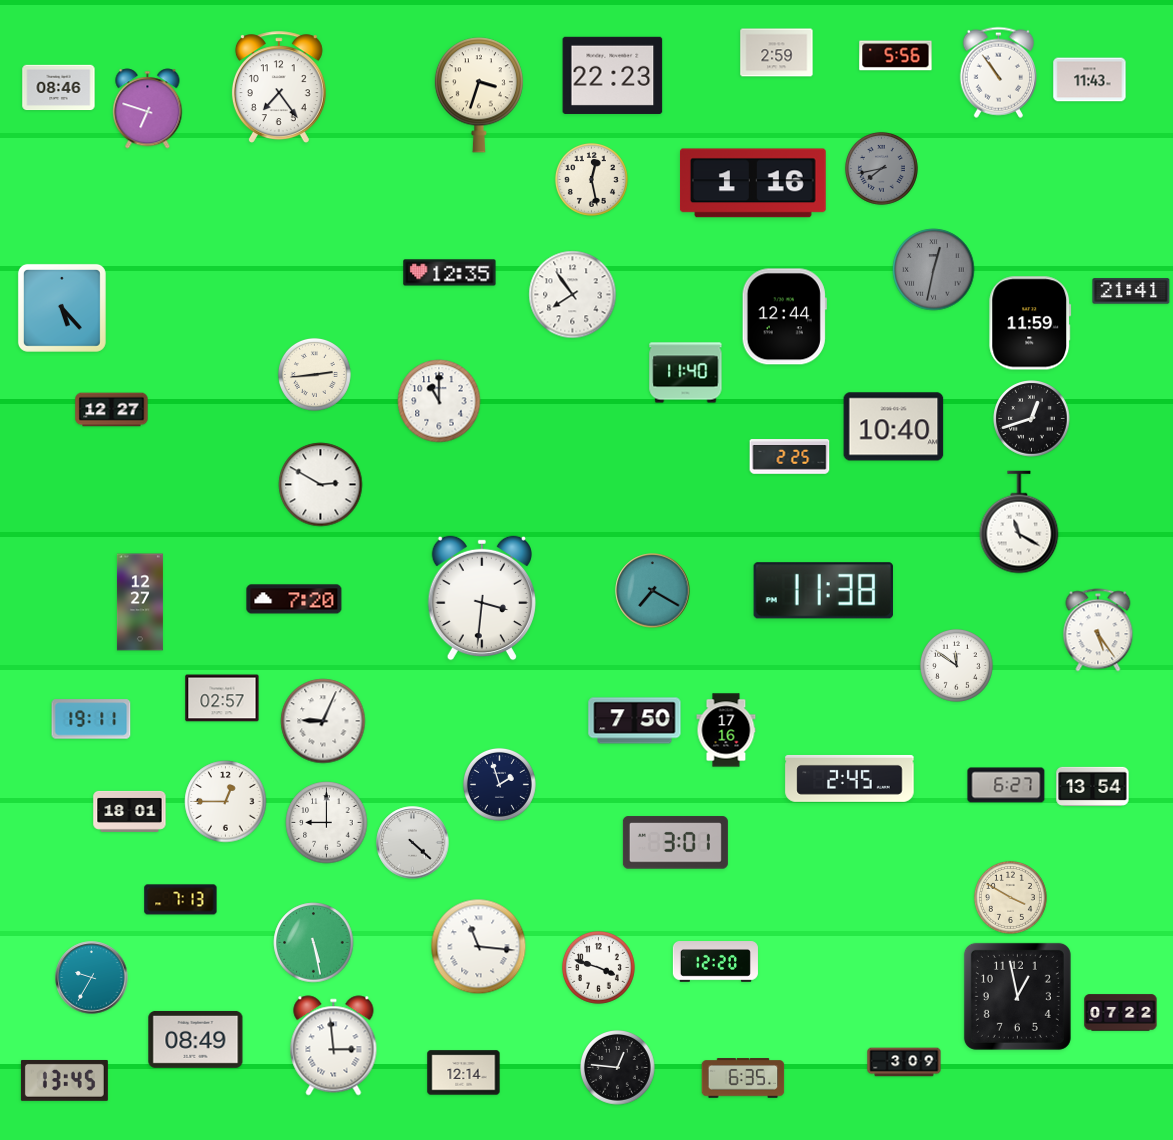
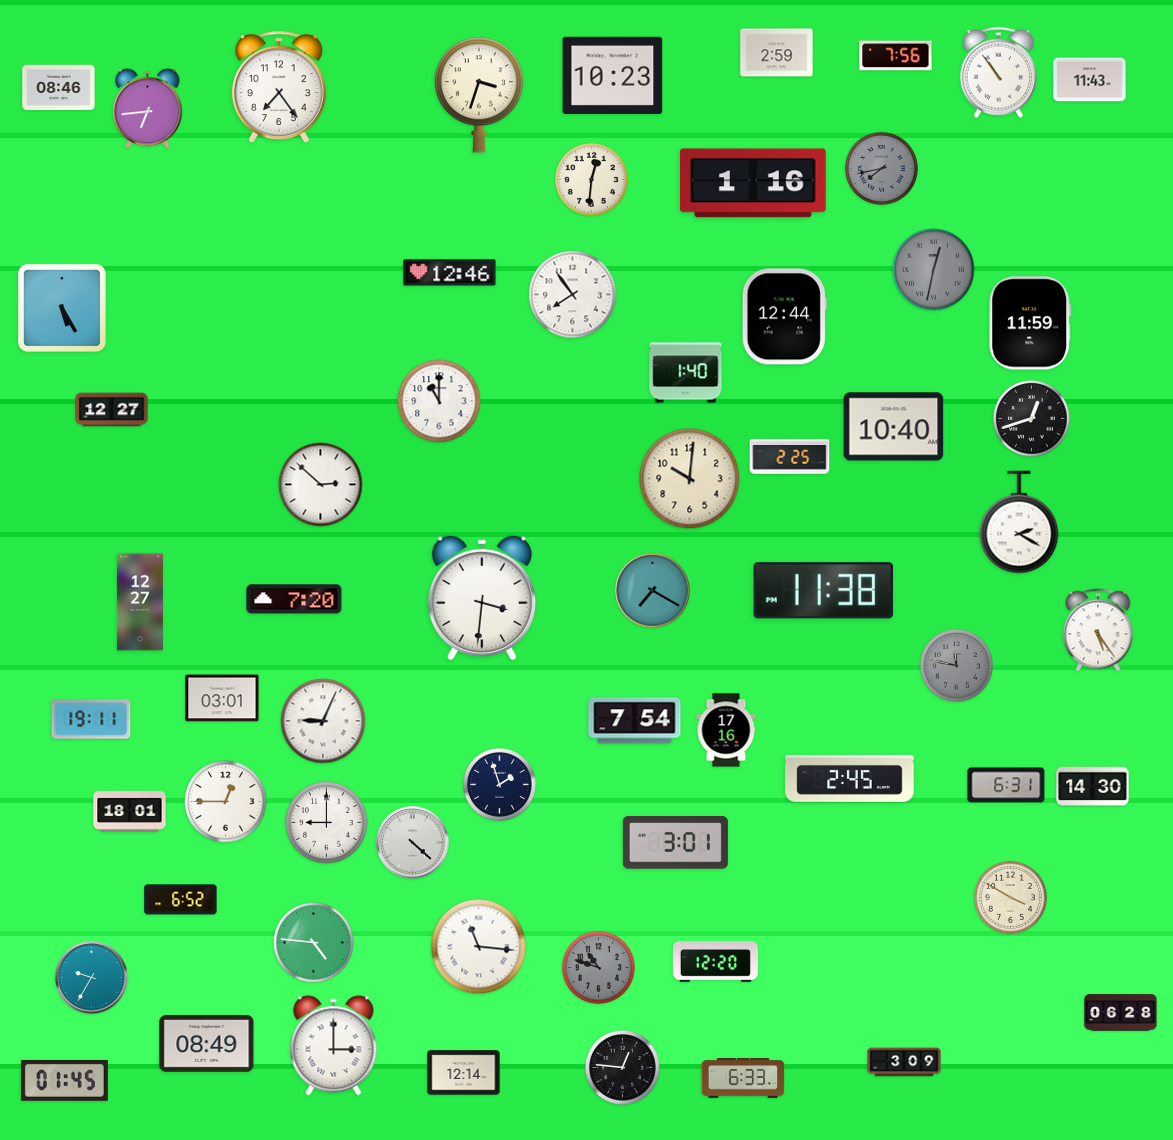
clock at (896, 56): 5:56 -> 7:56
clock at (613, 75): 22:23 -> 10:23
clock at (148, 109): 6:48 -> 6:44
clock at (591, 179): 12:28 -> 12:31
clock at (450, 273): 12:35 -> 12:46
clock at (1131, 291): 21:41 -> none
clock at (62, 308): 5:23 -> 5:25
clock at (686, 373): 11:40 -> 1:40
clock at (314, 374): 2:44 -> none
clock at (690, 479): none -> 10:01
clock at (321, 485): 2:50 -> 2:52
clock at (1019, 522): 11:20 -> 2:20
clock at (956, 665): 11:51 -> 11:47
clock at (956, 665) dial: white -> grey
clock at (222, 698): 02:57 -> 03:01
clock at (635, 721): 7:50 -> 7:54
clock at (1006, 785): 6:27 -> 6:31
clock at (1093, 786): 13:54 -> 14:30
clock at (181, 900): 7:13 -> 6:52
clock at (314, 943): 5:28 -> 4:46
clock at (598, 967): 3:48 -> 10:48
clock at (598, 967) dial: white -> grey
clock at (1017, 996): 12:58 -> none
clock at (1121, 1013): 07:22 -> 06:28
clock at (196, 1039) position: (196, 1039) -> (207, 1043)
clock at (334, 1046): 2:59 -> 3:00
clock at (618, 1068) position: (618, 1068) -> (623, 1068)
clock at (743, 1078): 6:35 -> 6:33
clock at (64, 1080): 13:45 -> 01:45
